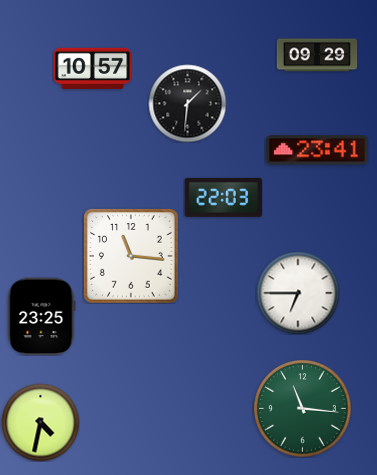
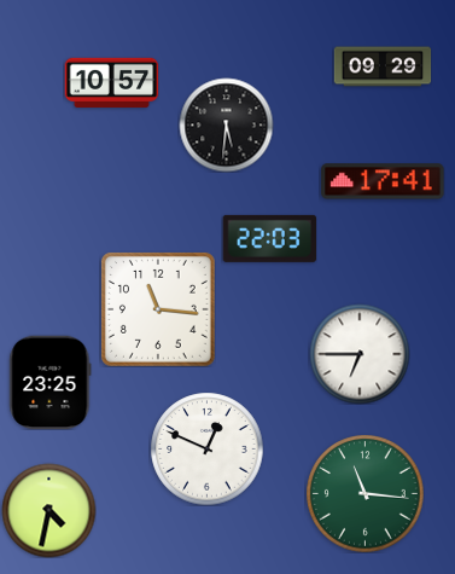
clock at (187, 103): 1:31 -> 5:31
clock at (317, 150): 23:41 -> 17:41
clock at (206, 448): none -> 12:49
